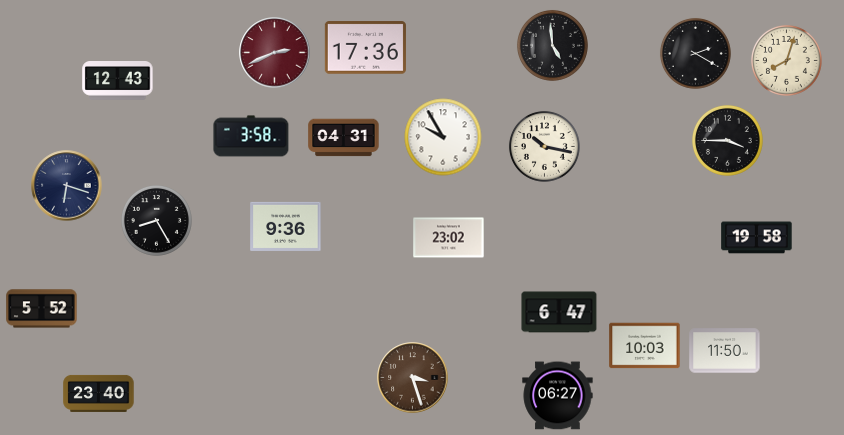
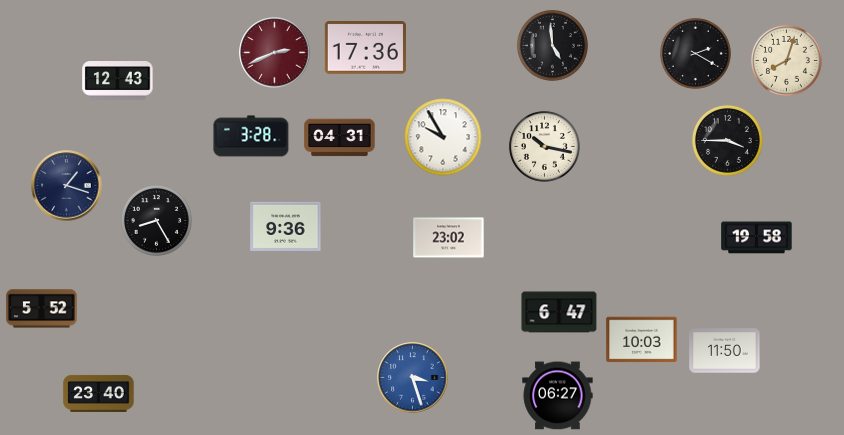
clock at (251, 136): 3:58 -> 3:28
clock at (344, 138) position: (344, 138) -> (340, 138)
clock at (67, 186): 6:18 -> 1:18
clock at (645, 346) position: (645, 346) -> (642, 340)
clock at (413, 378) dial: brown -> blue
